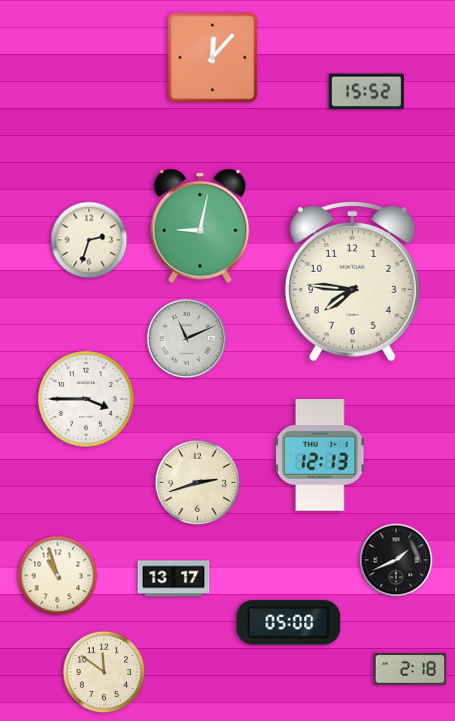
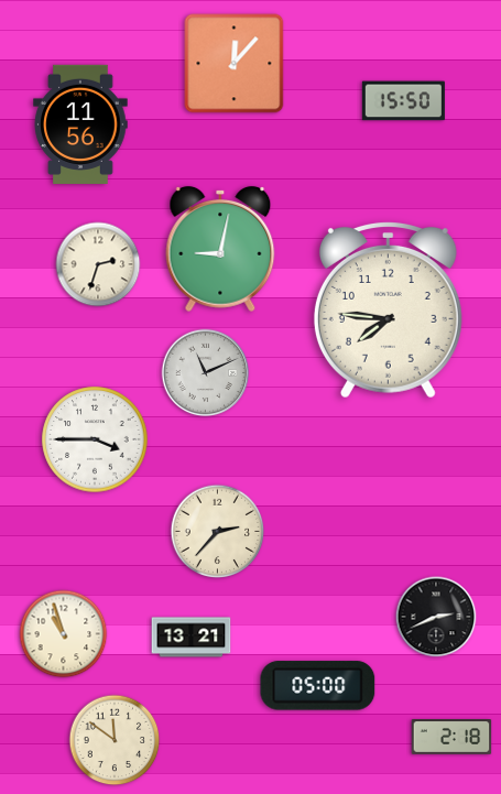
clock at (366, 92): 15:52 -> 15:50
clock at (80, 124): none -> 11:56
clock at (320, 456): 12:13 -> none
clock at (198, 483): 2:42 -> 2:37
clock at (396, 560): 1:41 -> 2:41
clock at (174, 579): 13:17 -> 13:21
